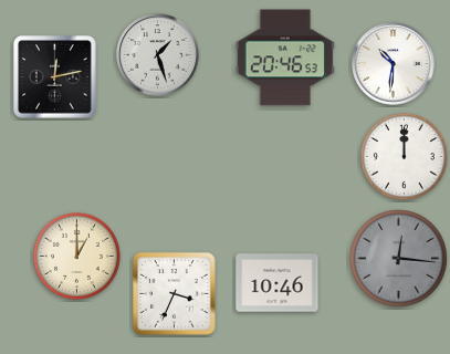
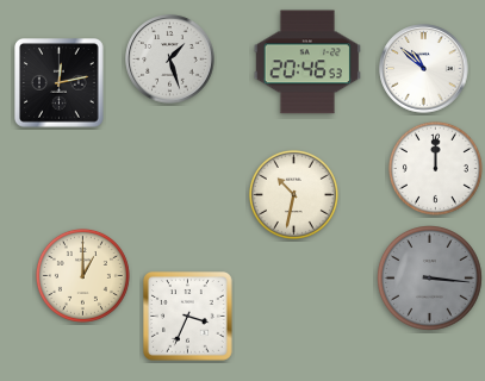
clock at (394, 64): 10:31 -> 10:52
clock at (293, 194): none -> 10:32
clock at (399, 259): 12:16 -> 3:16
clock at (278, 283): 10:46 -> none
